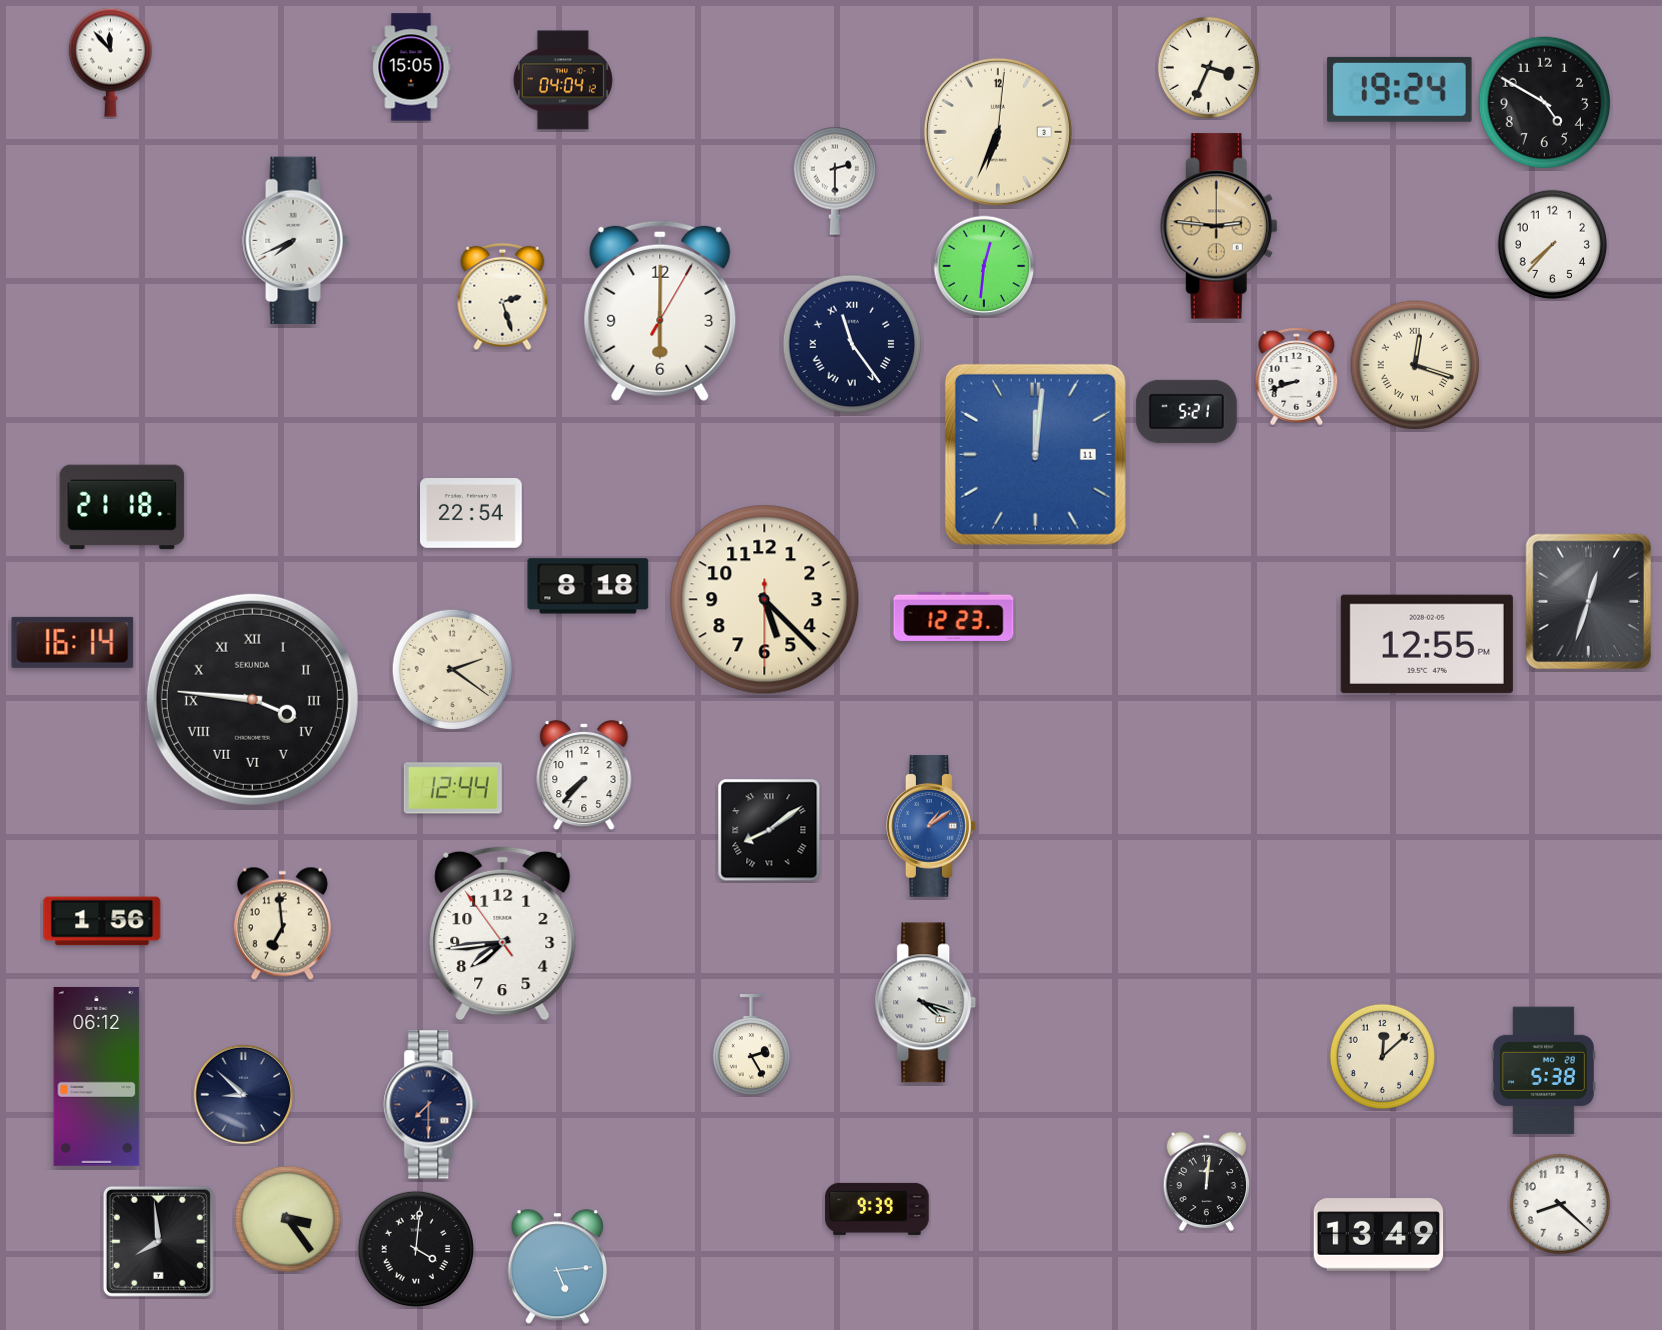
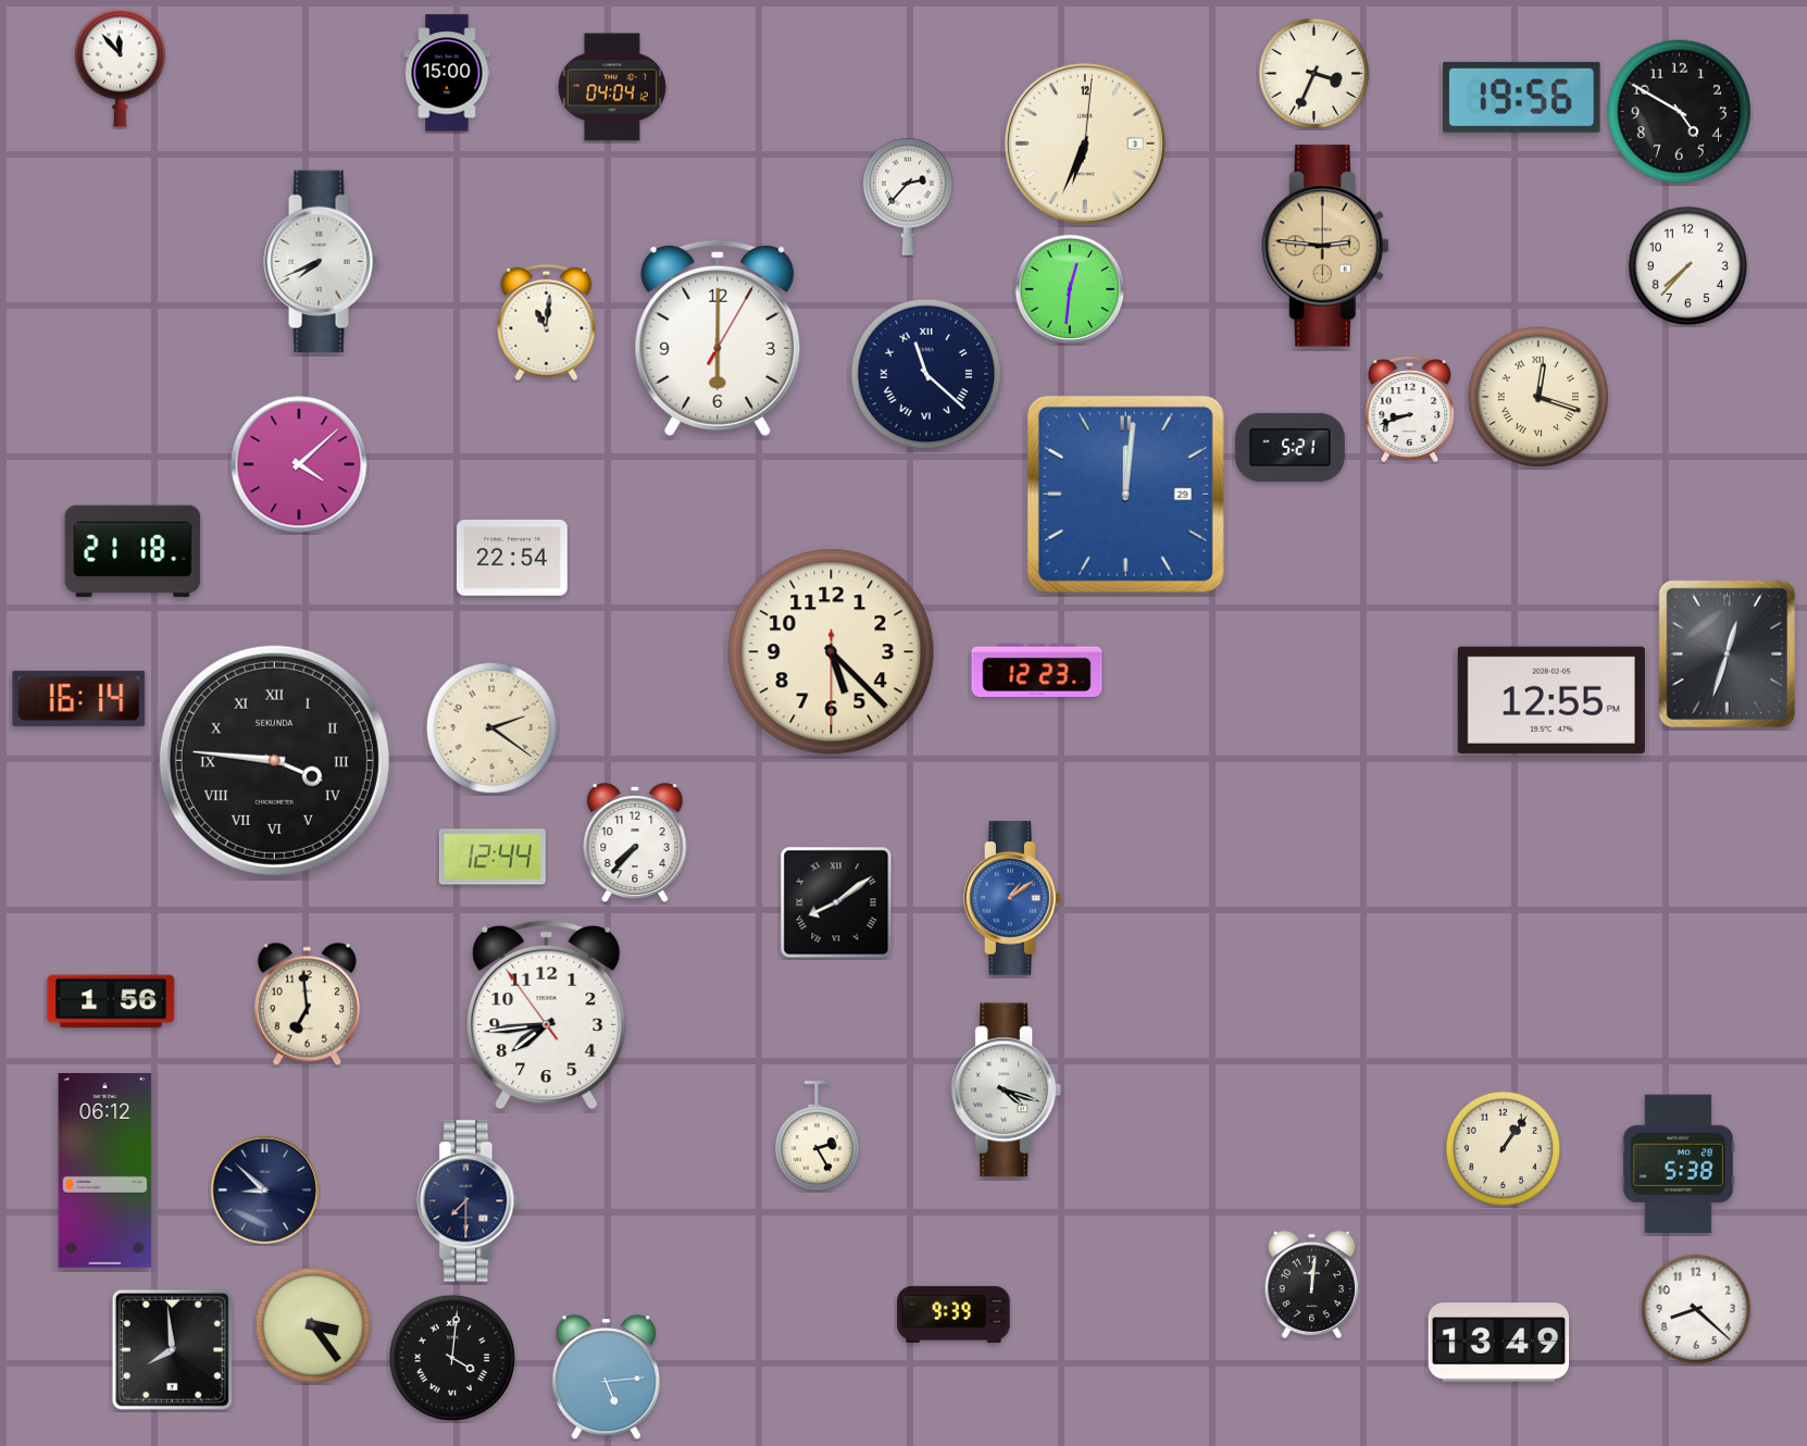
clock at (411, 67): 15:05 -> 15:00
clock at (1400, 89): 19:24 -> 19:56
clock at (835, 181): 2:30 -> 2:37
clock at (503, 297): 2:27 -> 11:01
clock at (852, 344): 11:24 -> 11:22
clock at (299, 464): none -> 4:08
clock at (1035, 454) date: 11 -> 29
clock at (588, 586): 8:18 -> none
clock at (1382, 1056): 12:08 -> 1:06
